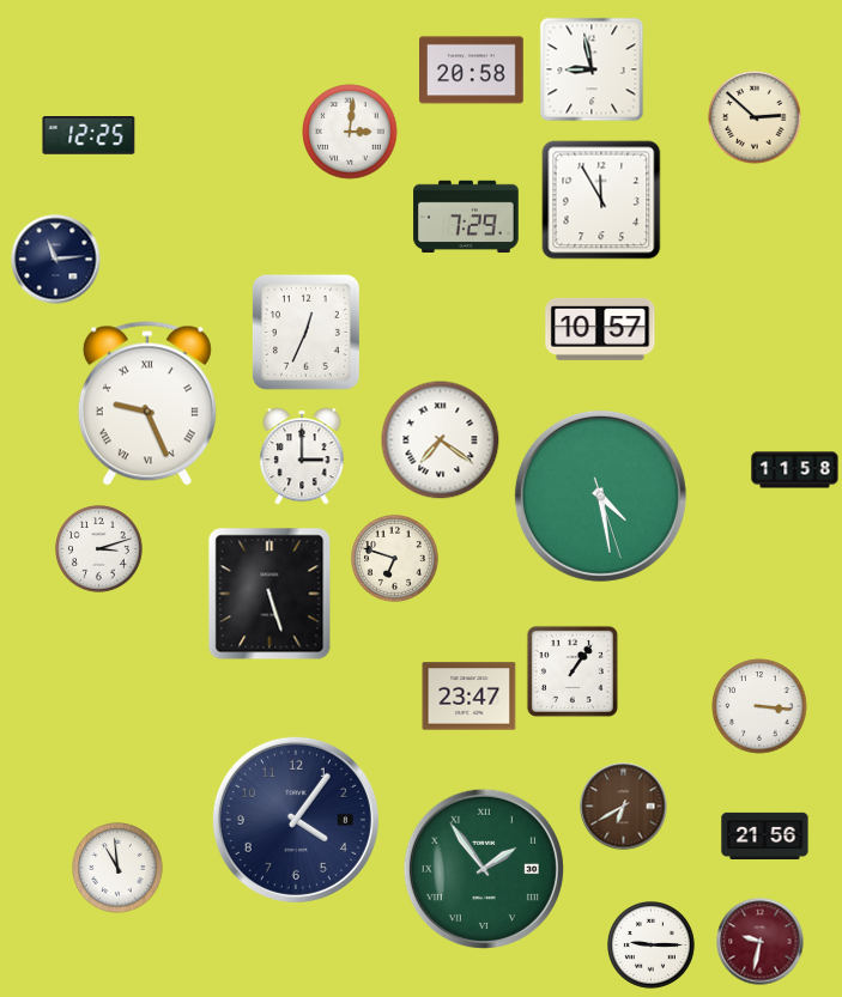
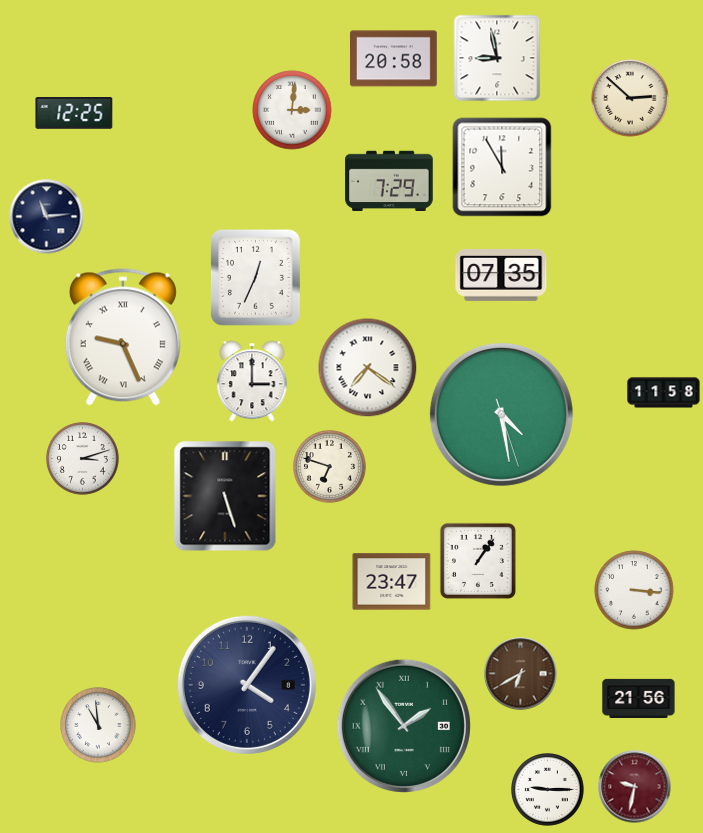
clock at (592, 69) position: (592, 69) -> (497, 58)
clock at (600, 329): 10:57 -> 07:35
clock at (652, 946) position: (652, 946) -> (548, 790)
